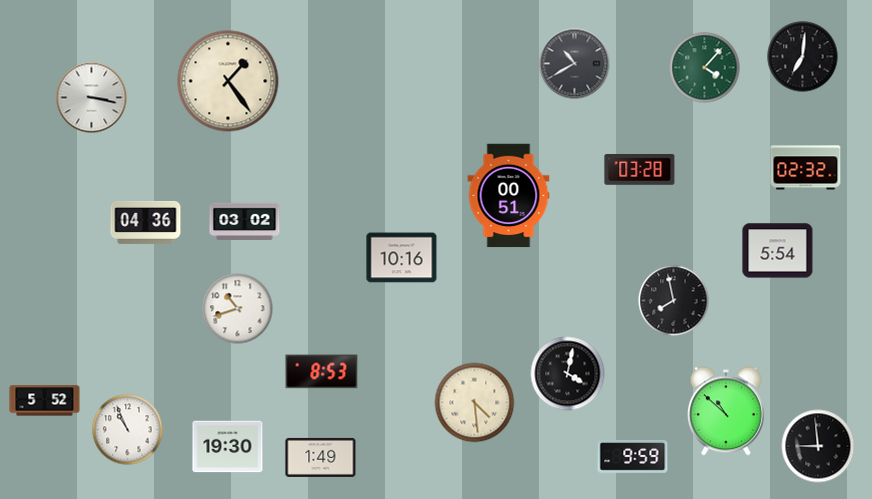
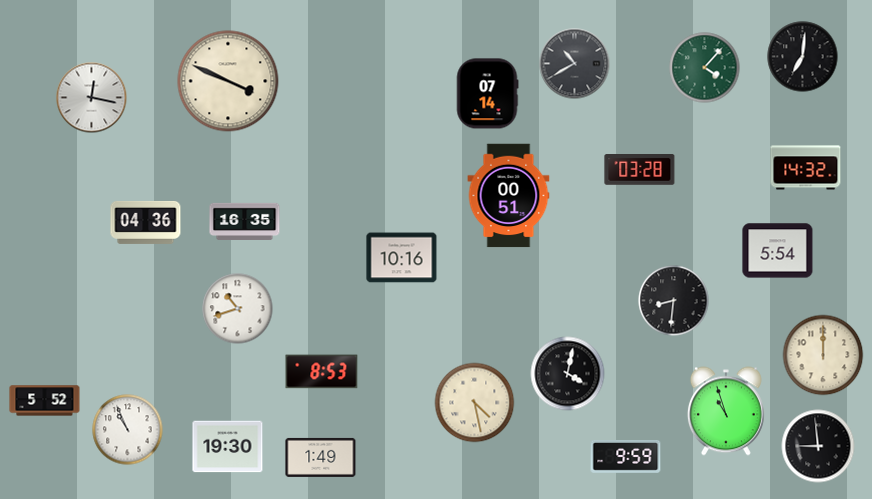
clock at (228, 81): 1:24 -> 3:49
clock at (487, 94): none -> 07:14
clock at (92, 98): 3:17 -> 12:17
clock at (806, 168): 02:32 -> 14:32
clock at (245, 221): 03:02 -> 16:35
clock at (674, 301): 7:58 -> 8:31
clock at (823, 355): none -> 12:00
clock at (475, 403): 4:29 -> 4:28
clock at (726, 411): 10:52 -> 10:57
clock at (633, 457) position: (633, 457) -> (626, 457)
